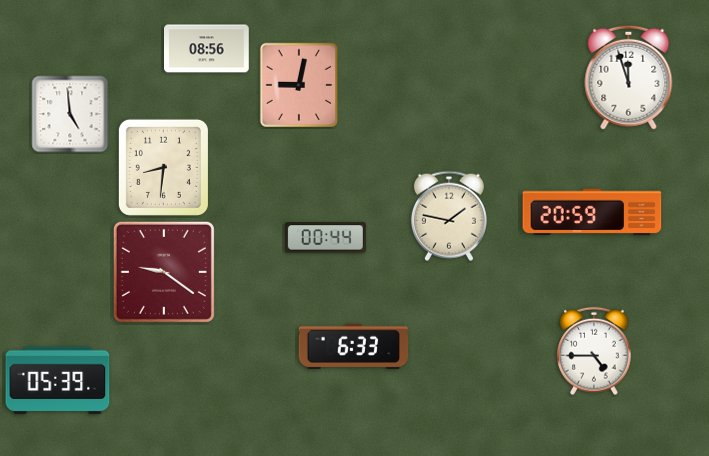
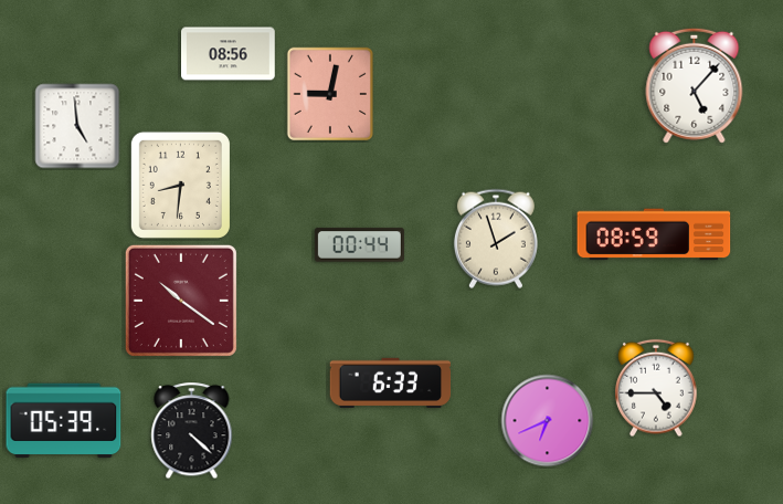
clock at (629, 77): 11:57 -> 5:07
clock at (592, 212): 20:59 -> 08:59
clock at (449, 216): 1:47 -> 1:57
clock at (325, 238) position: (325, 238) -> (359, 245)
clock at (164, 272): 9:21 -> 10:21
clock at (548, 421): none -> 6:41
clock at (192, 431): none -> 4:22
